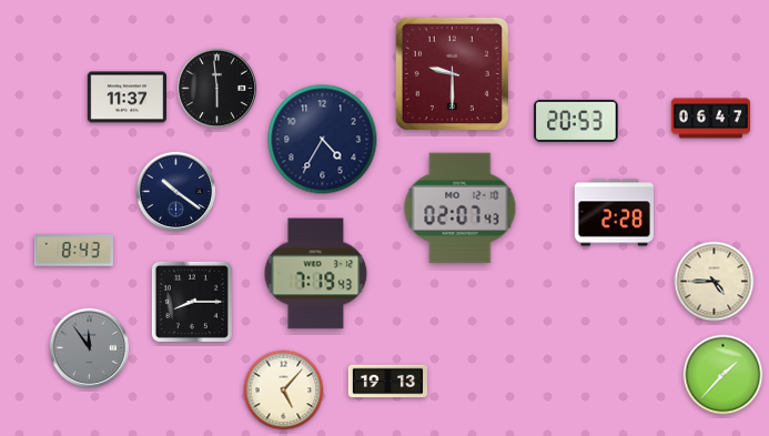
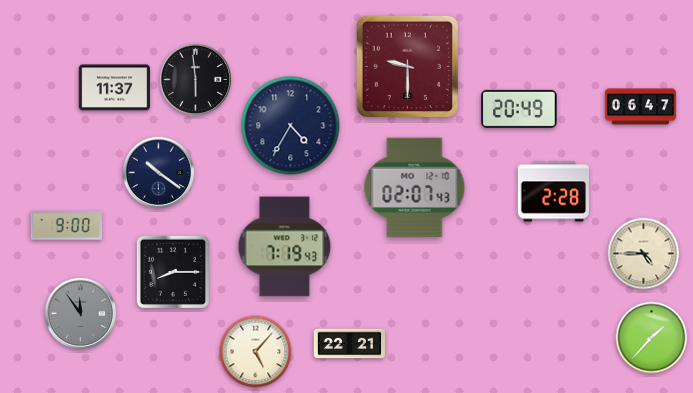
clock at (576, 121): 20:53 -> 20:49
clock at (73, 251): 8:43 -> 9:00
clock at (388, 382): 19:13 -> 22:21
